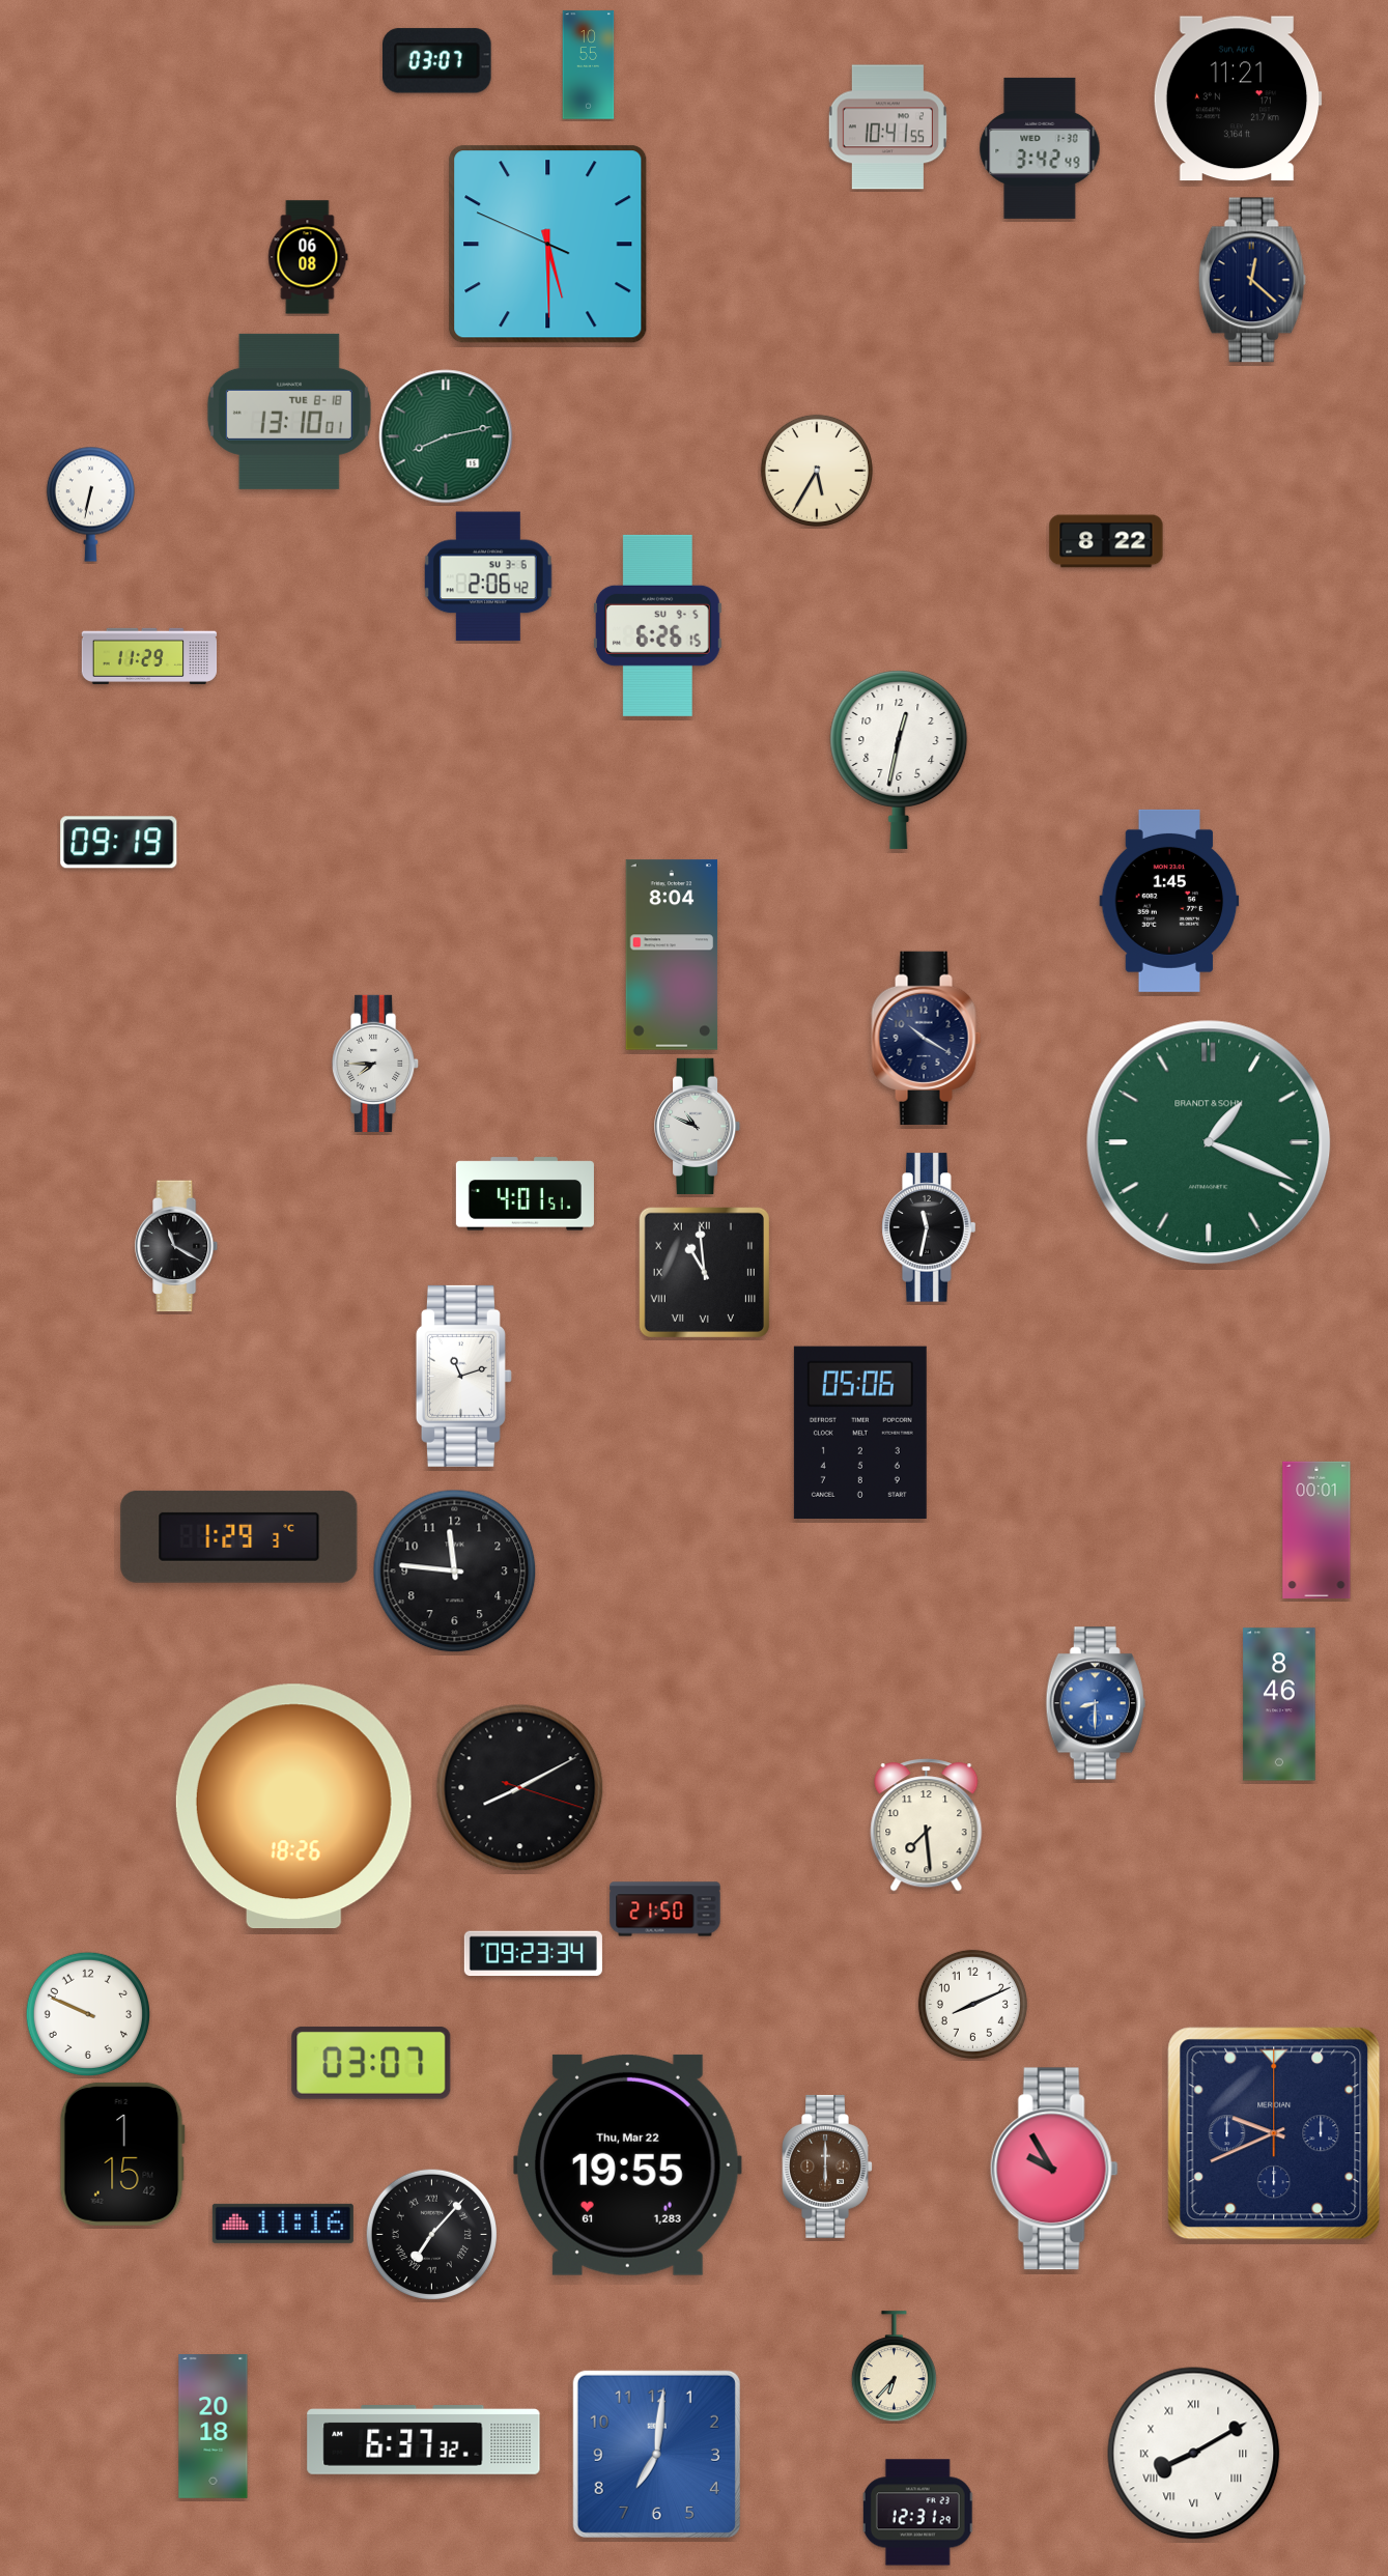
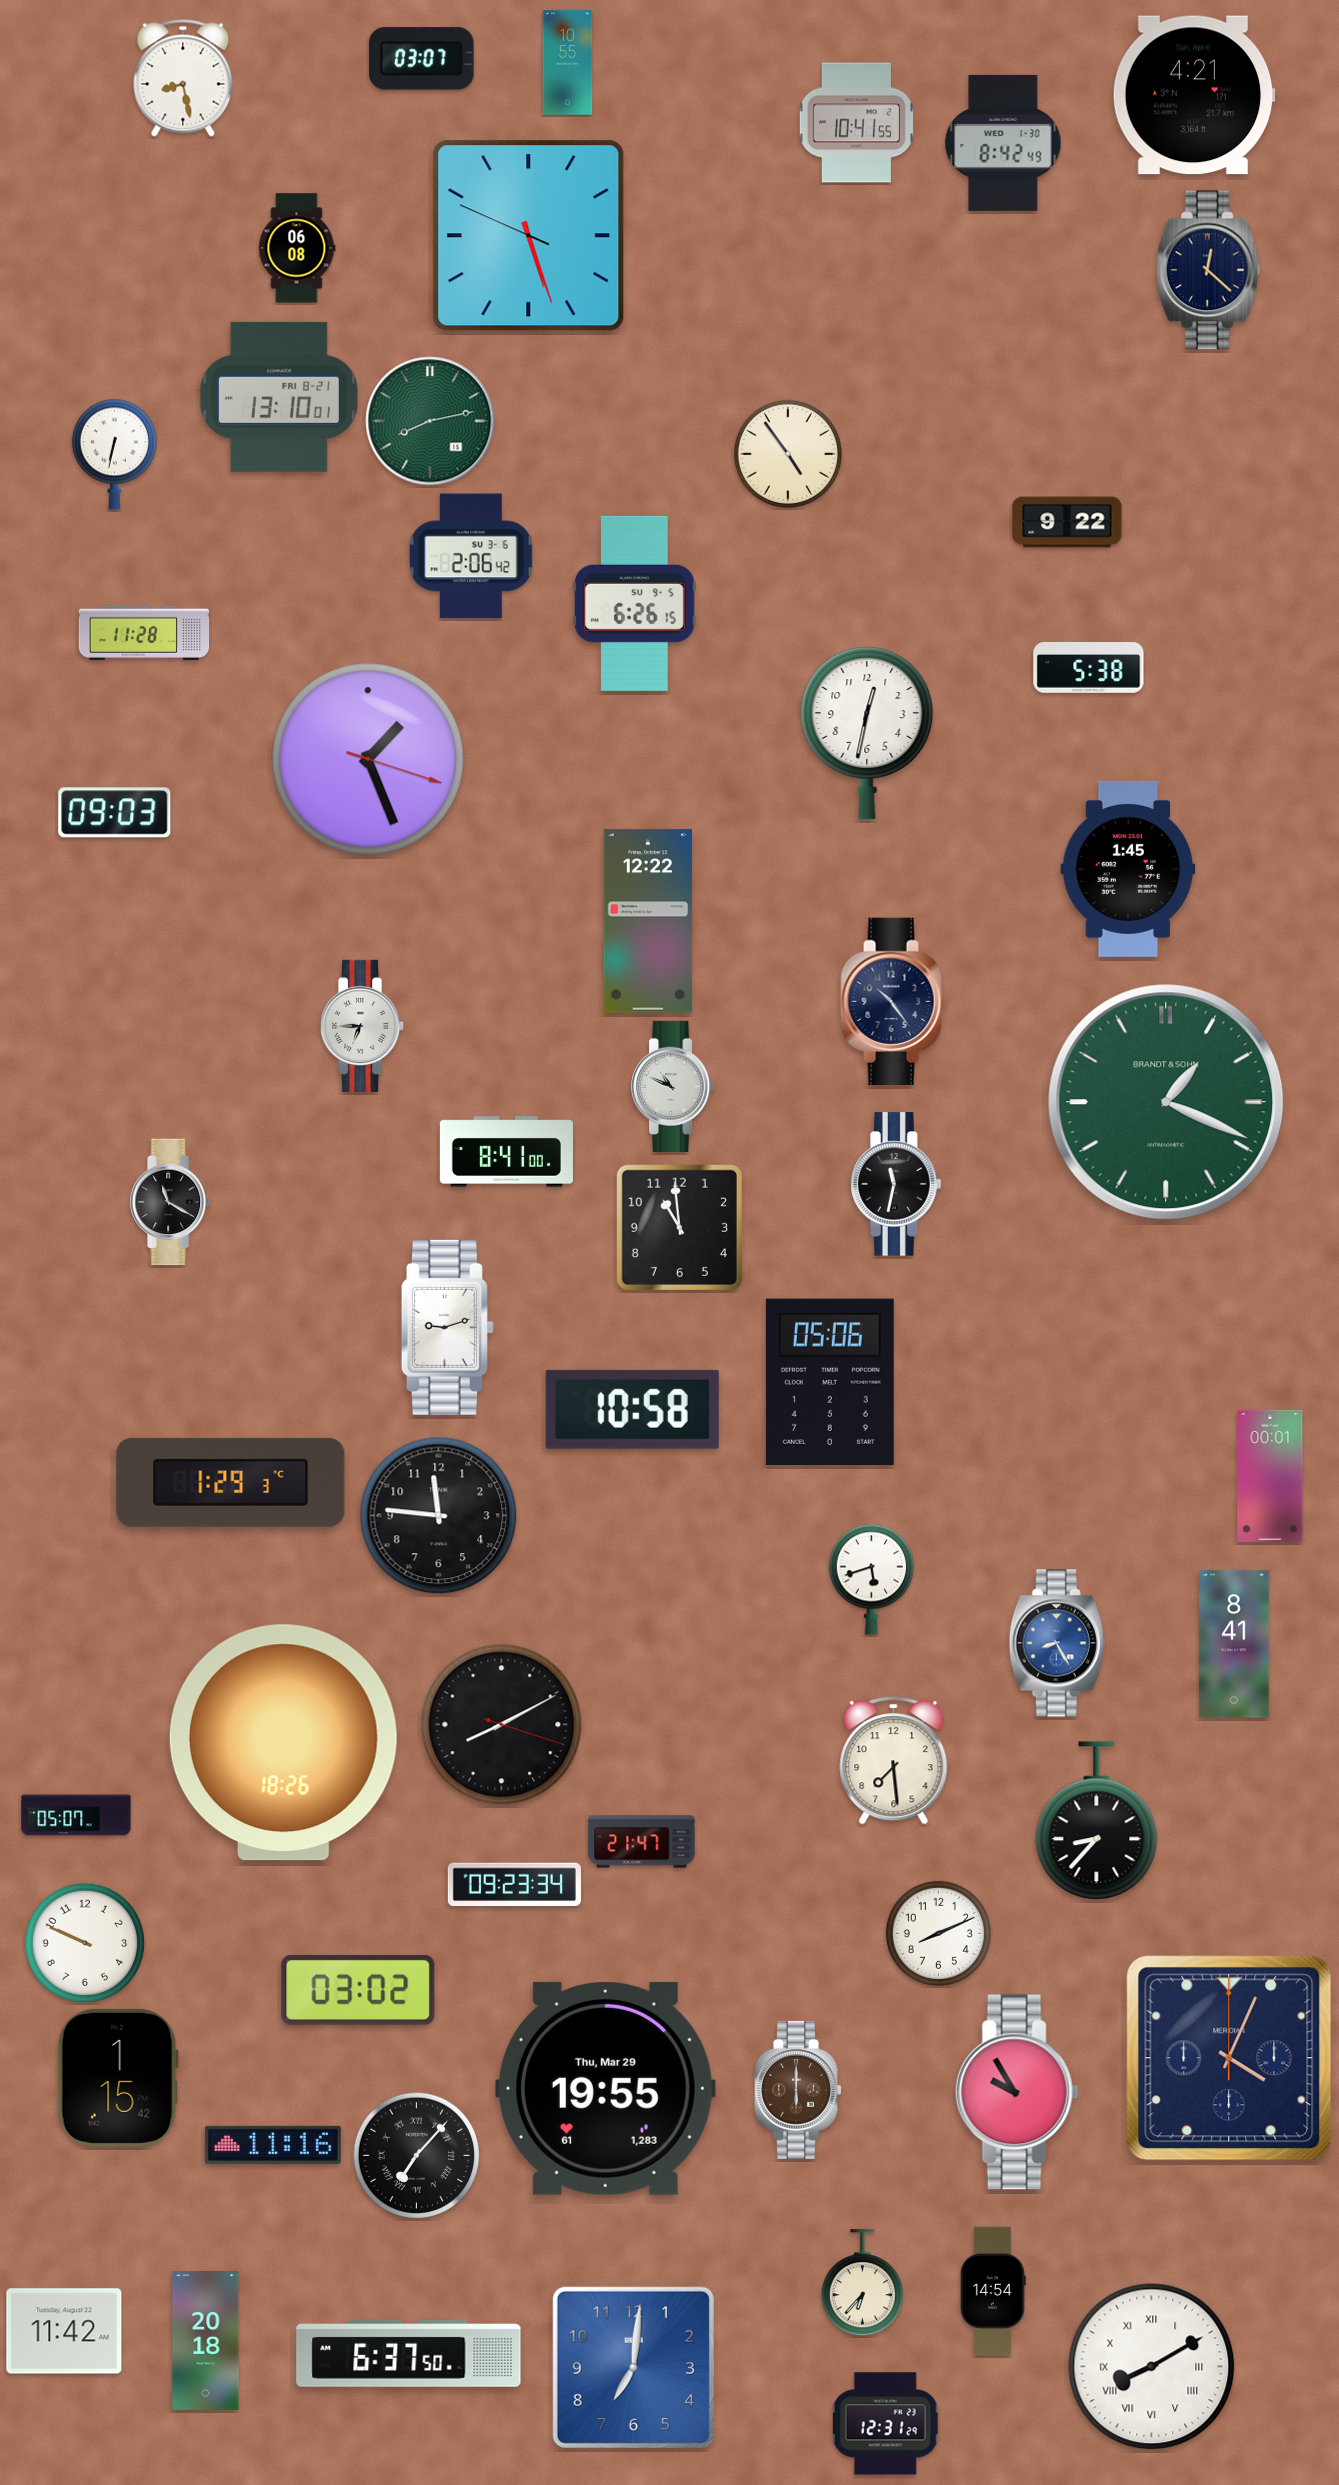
clock at (183, 78): none -> 8:28
clock at (1238, 98): 11:21 -> 4:21
clock at (1040, 148): 3:42 -> 8:42
clock at (548, 245): 5:29 -> 5:26
clock at (289, 412) date: TUE 8-18 -> FRI 8-21
clock at (817, 471): 5:35 -> 4:54
clock at (90, 504) position: (90, 504) -> (114, 454)
clock at (1106, 541): 8:22 -> 9:22
clock at (149, 656): 11:29 -> 11:28
clock at (1089, 668): none -> 5:38
clock at (368, 759): none -> 1:26
clock at (119, 843): 09:19 -> 09:03
clock at (672, 955): 8:04 -> 12:22
clock at (927, 1038): 10:20 -> 10:24
clock at (376, 1064): 7:45 -> 6:45
clock at (525, 1194): 4:01 -> 8:41
clock at (704, 1272) numerals: Roman -> Arabic
clock at (463, 1376): 11:12 -> 9:12
clock at (632, 1409): none -> 10:58
clock at (871, 1579): none -> 5:42
clock at (1096, 1703): 8:30 -> 8:25
clock at (1279, 1704): 8:46 -> 8:41
clock at (76, 1815): none -> 05:07
clock at (1097, 1821): none -> 8:37
clock at (665, 1909): 21:50 -> 21:47
clock at (371, 2063): 03:07 -> 03:02
clock at (1274, 2133): 9:41 -> 4:04
clock at (627, 2164) date: Thu, Mar 22 -> Thu, Mar 29
clock at (993, 2291): none -> 14:54
clock at (64, 2331): none -> 11:42
clock at (424, 2440): 6:37:32 -> 6:37:50
